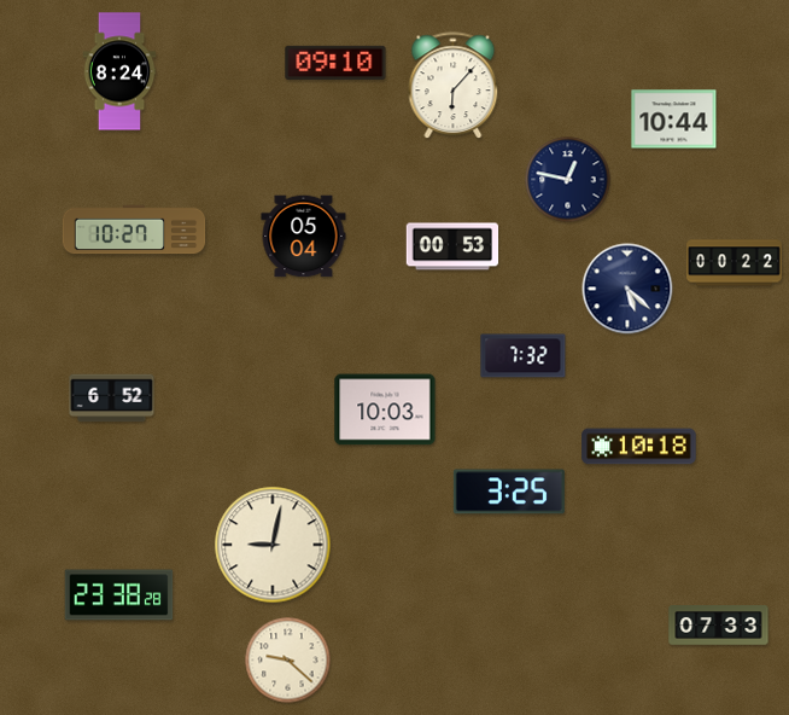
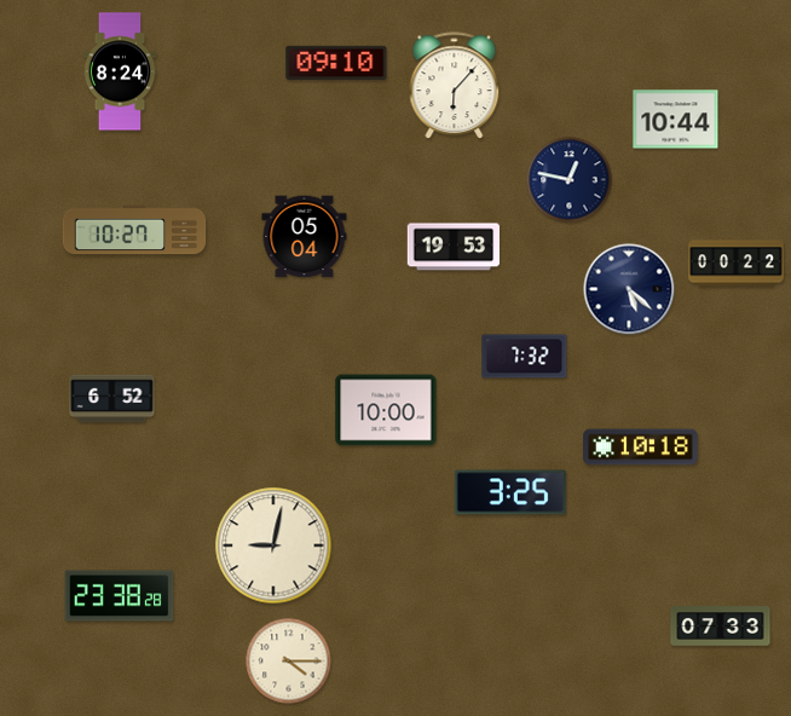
clock at (452, 246): 00:53 -> 19:53
clock at (385, 409): 10:03 -> 10:00
clock at (288, 661): 9:22 -> 4:15
